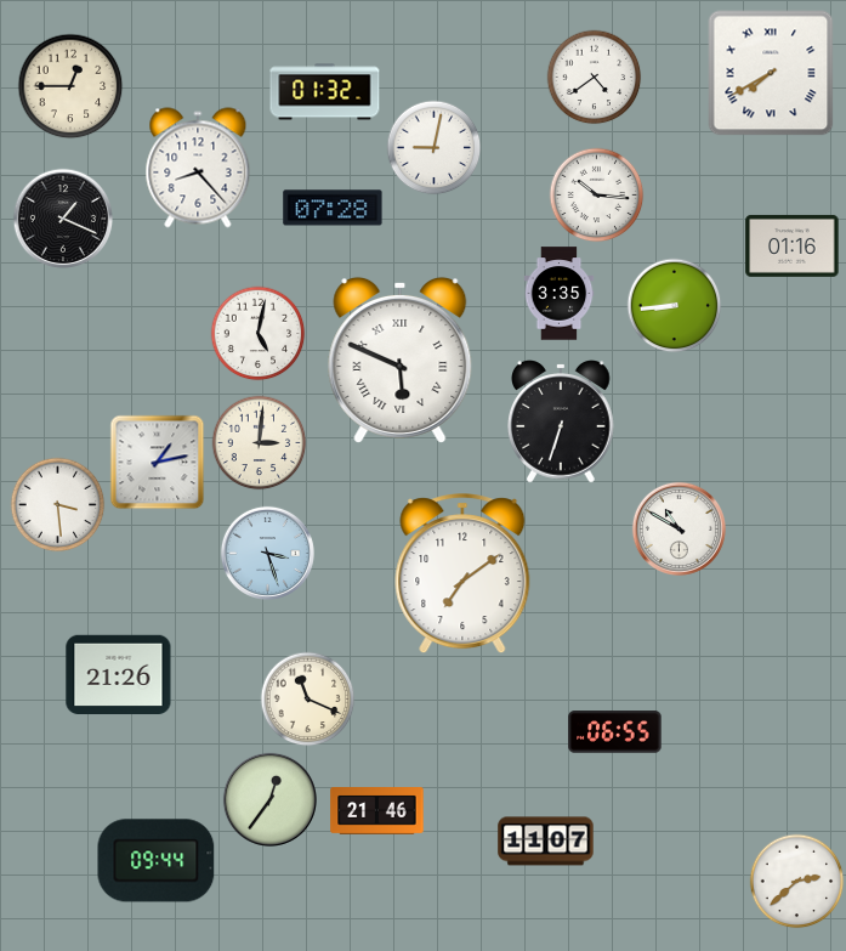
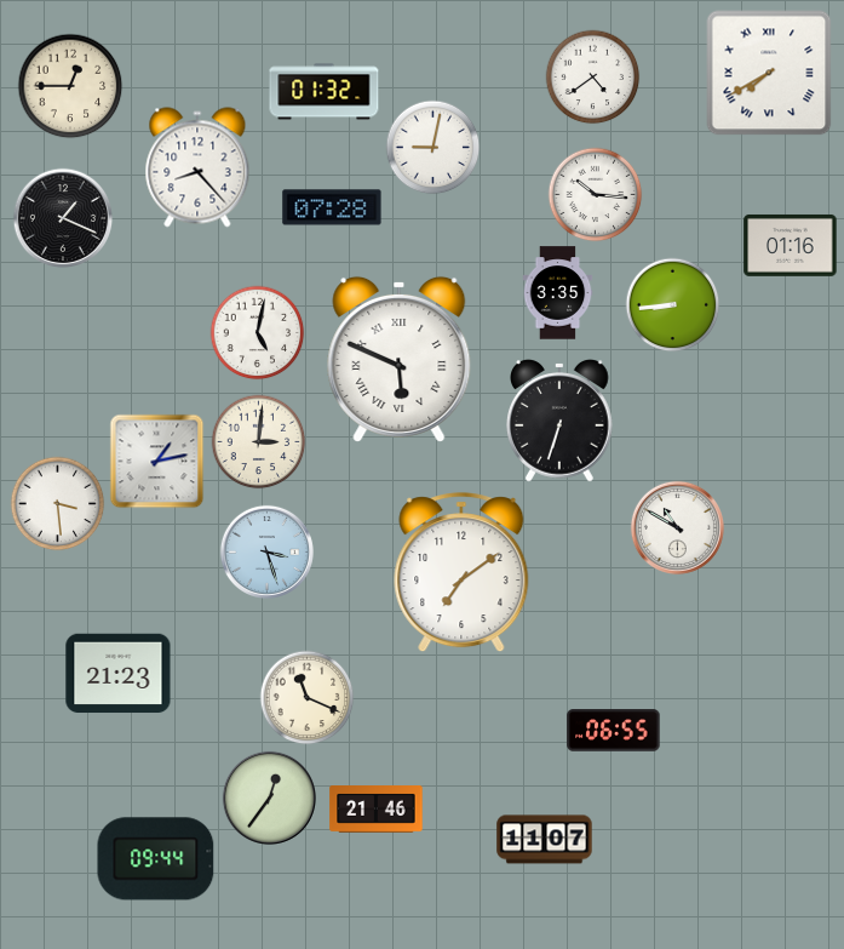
clock at (119, 675): 21:26 -> 21:23
clock at (796, 881): 2:38 -> none
